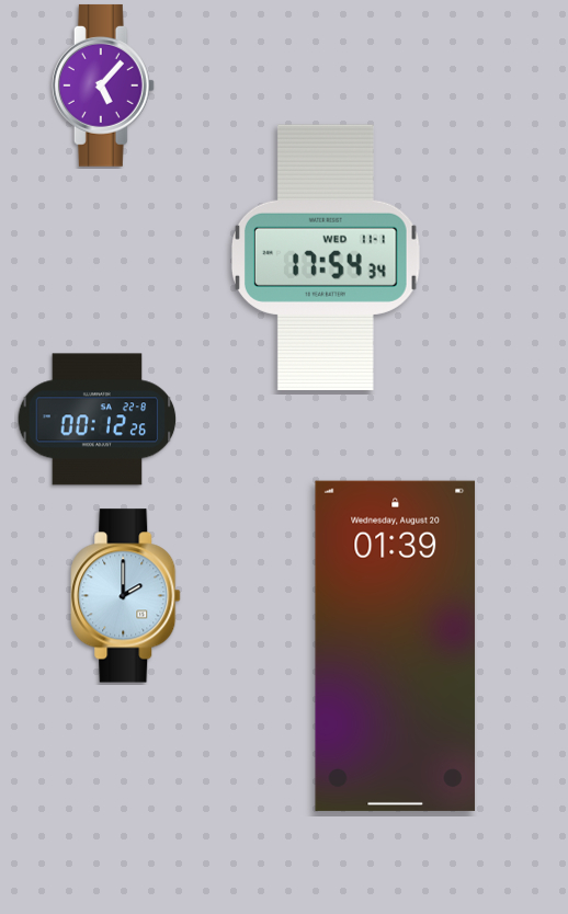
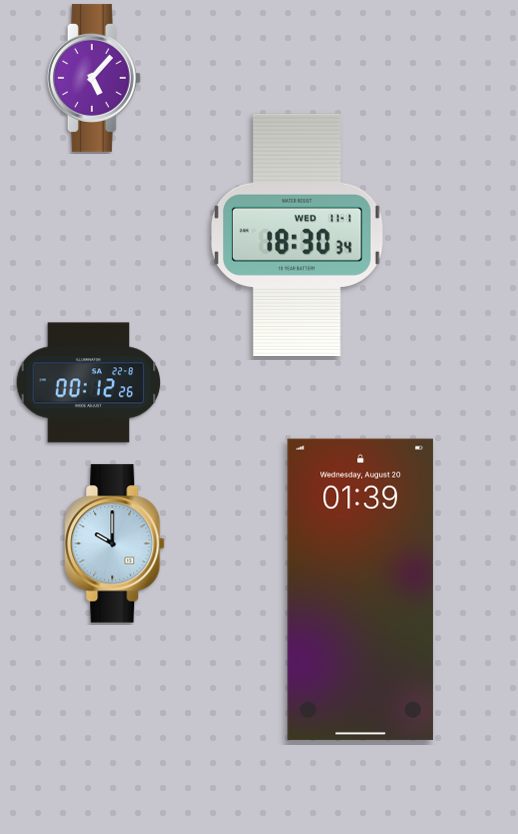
clock at (326, 258): 17:54 -> 18:30
clock at (126, 596): 2:00 -> 10:00
